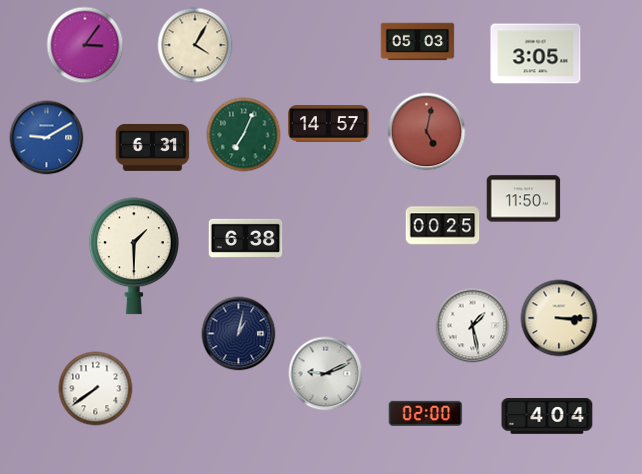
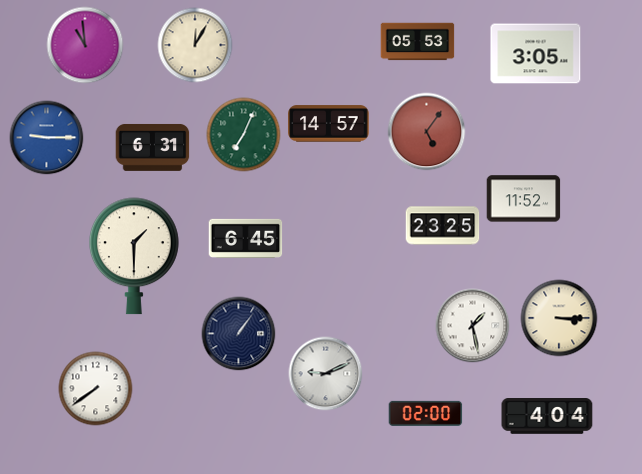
clock at (418, 42): 05:03 -> 05:53
clock at (85, 45): 3:06 -> 10:59
clock at (195, 45): 4:05 -> 12:05
clock at (427, 132): 5:02 -> 5:06
clock at (47, 138): 9:10 -> 9:15
clock at (524, 199): 11:50 -> 11:52
clock at (443, 226): 00:25 -> 23:25
clock at (246, 238): 6:38 -> 6:45
clock at (239, 334): 1:02 -> 1:06
